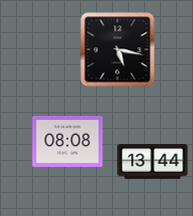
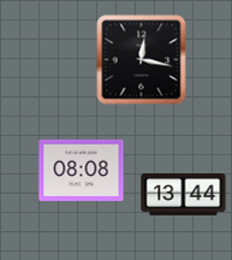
clock at (118, 50): 5:17 -> 12:17
